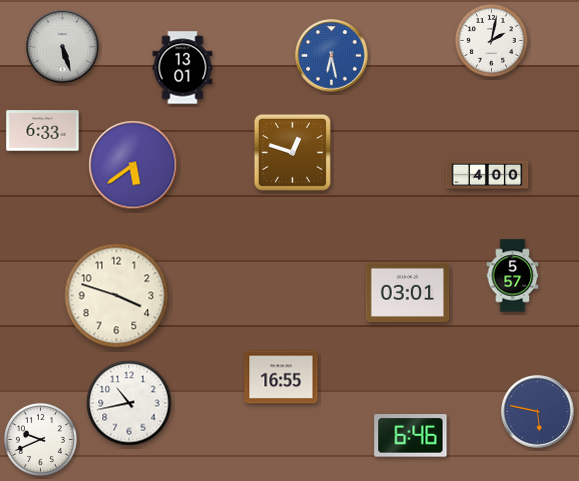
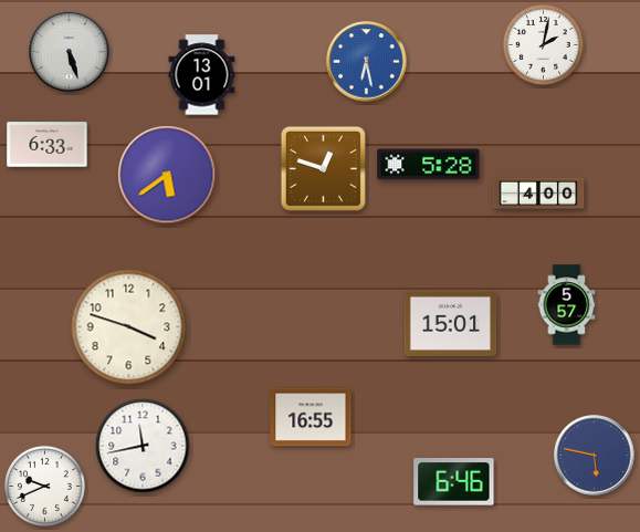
clock at (429, 165): none -> 5:28
clock at (133, 165) position: (133, 165) -> (167, 175)
clock at (408, 292): 03:01 -> 15:01
clock at (129, 403): 10:43 -> 11:43
